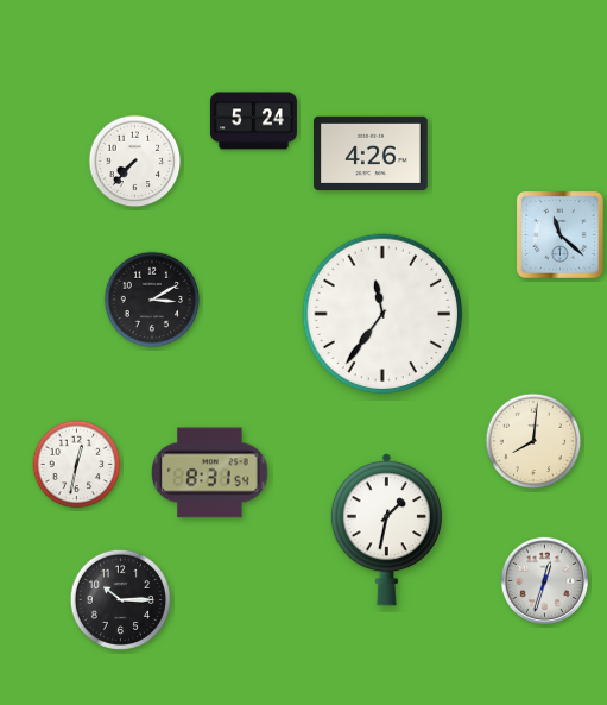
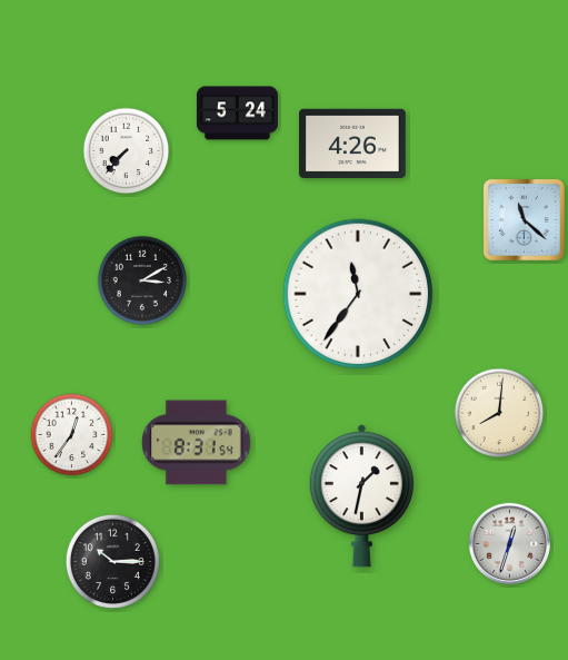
clock at (371, 153) position: (371, 153) -> (352, 144)
clock at (77, 465): 12:32 -> 12:36
